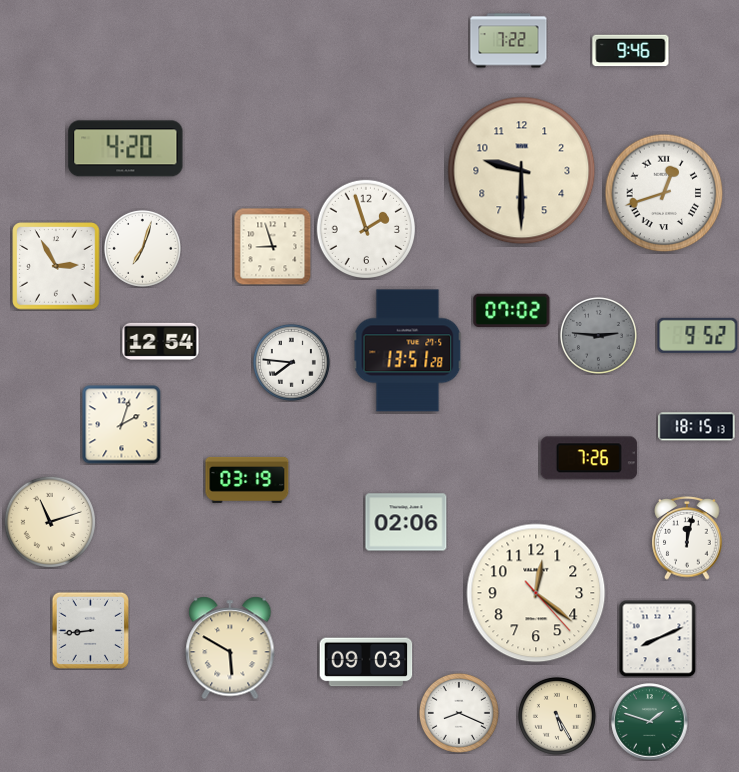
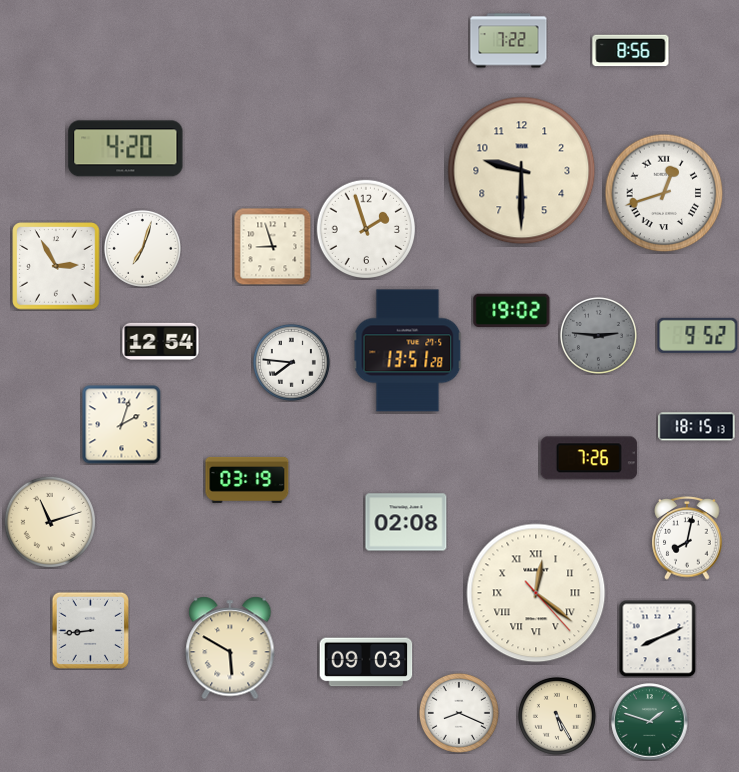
clock at (631, 51): 9:46 -> 8:56
clock at (512, 311): 07:02 -> 19:02
clock at (406, 522): 02:06 -> 02:08
clock at (687, 539): 12:02 -> 8:02
clock at (536, 593) numerals: Arabic -> Roman
